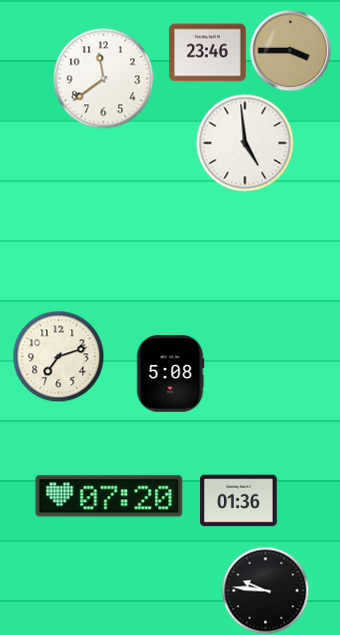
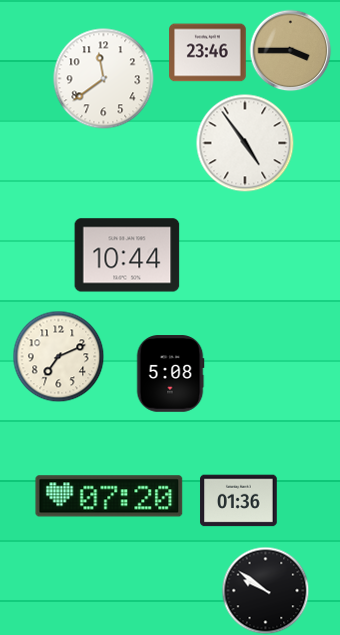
clock at (245, 143): 4:59 -> 4:54
clock at (127, 255): none -> 10:44
clock at (58, 356): 7:12 -> 7:11
clock at (265, 590): 9:46 -> 9:51
